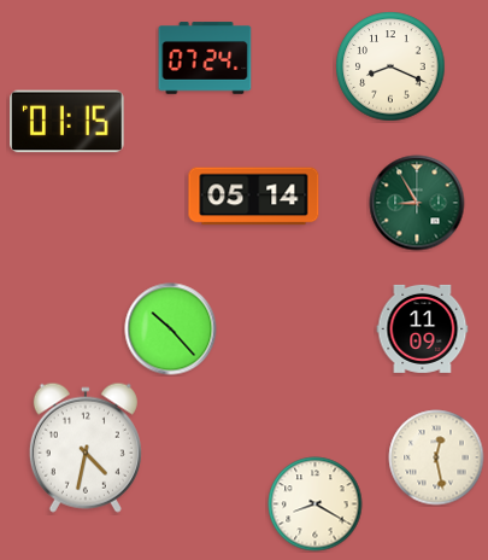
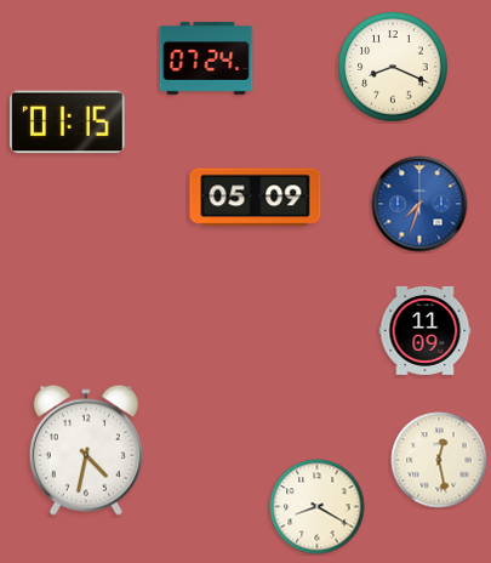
clock at (254, 197): 05:14 -> 05:09
clock at (417, 203): 8:55 -> 7:33
clock at (417, 203) dial: green -> blue
clock at (171, 329): 10:23 -> none
